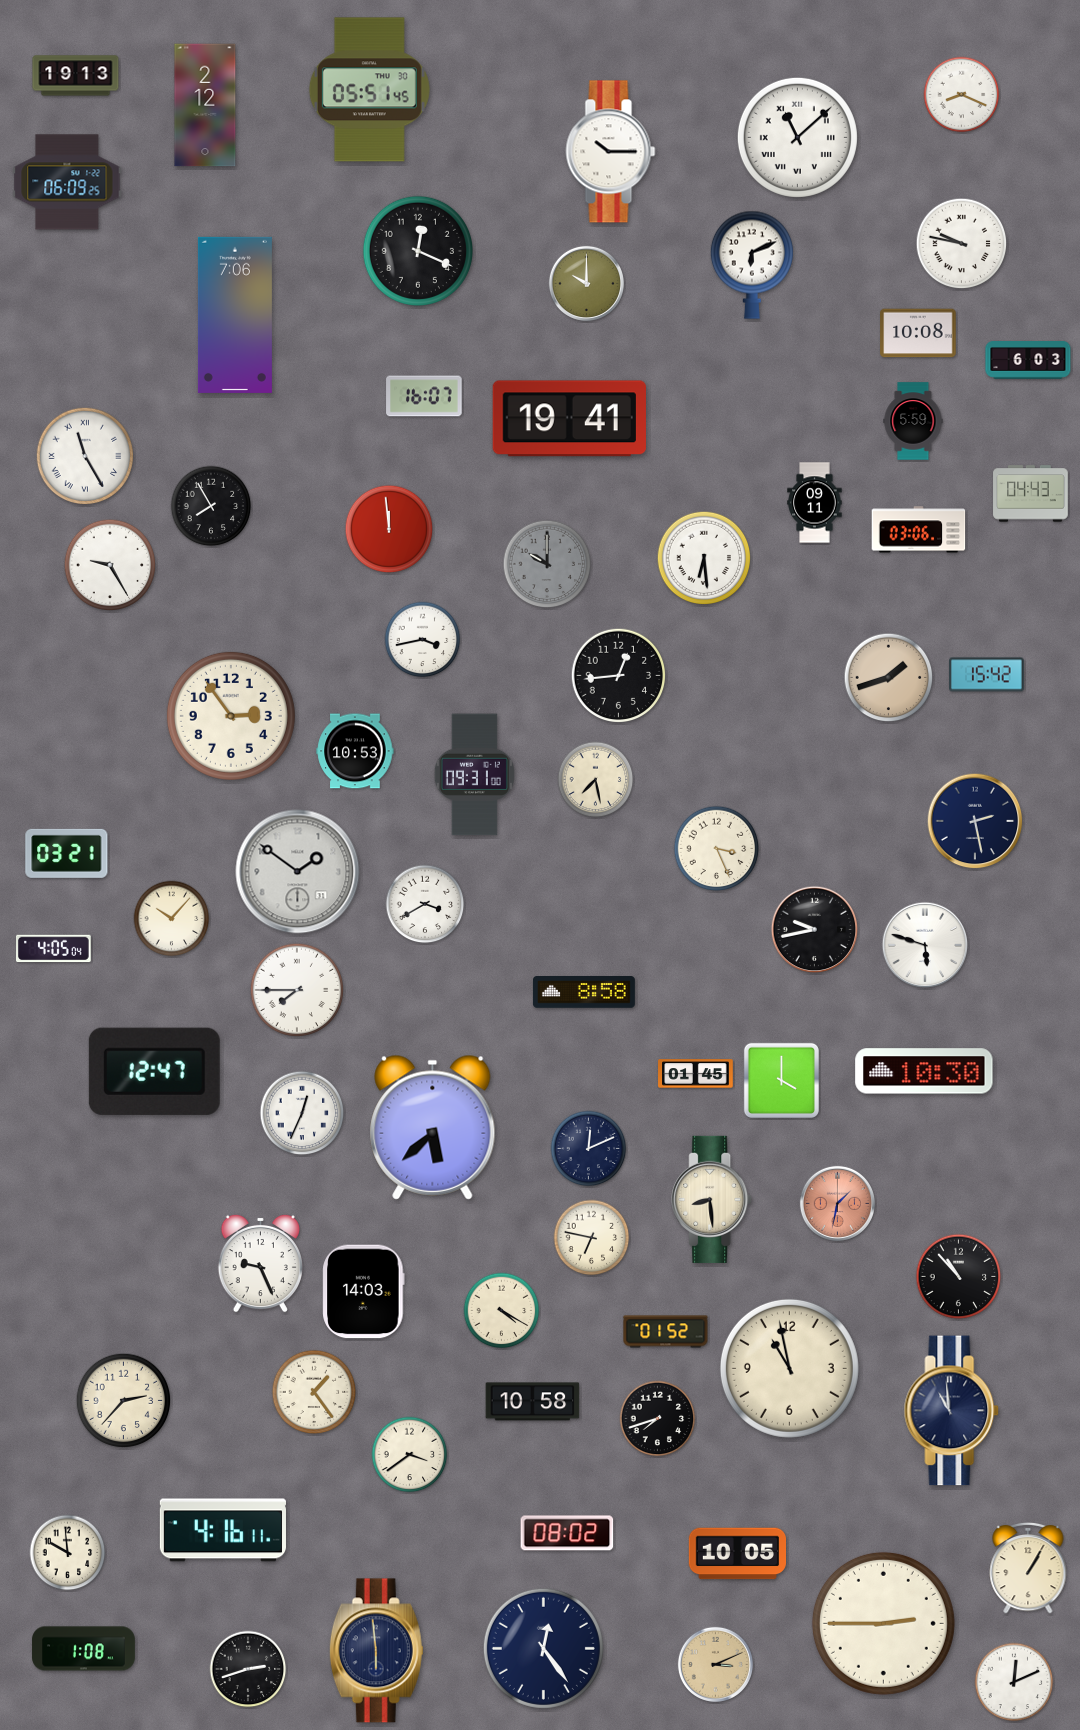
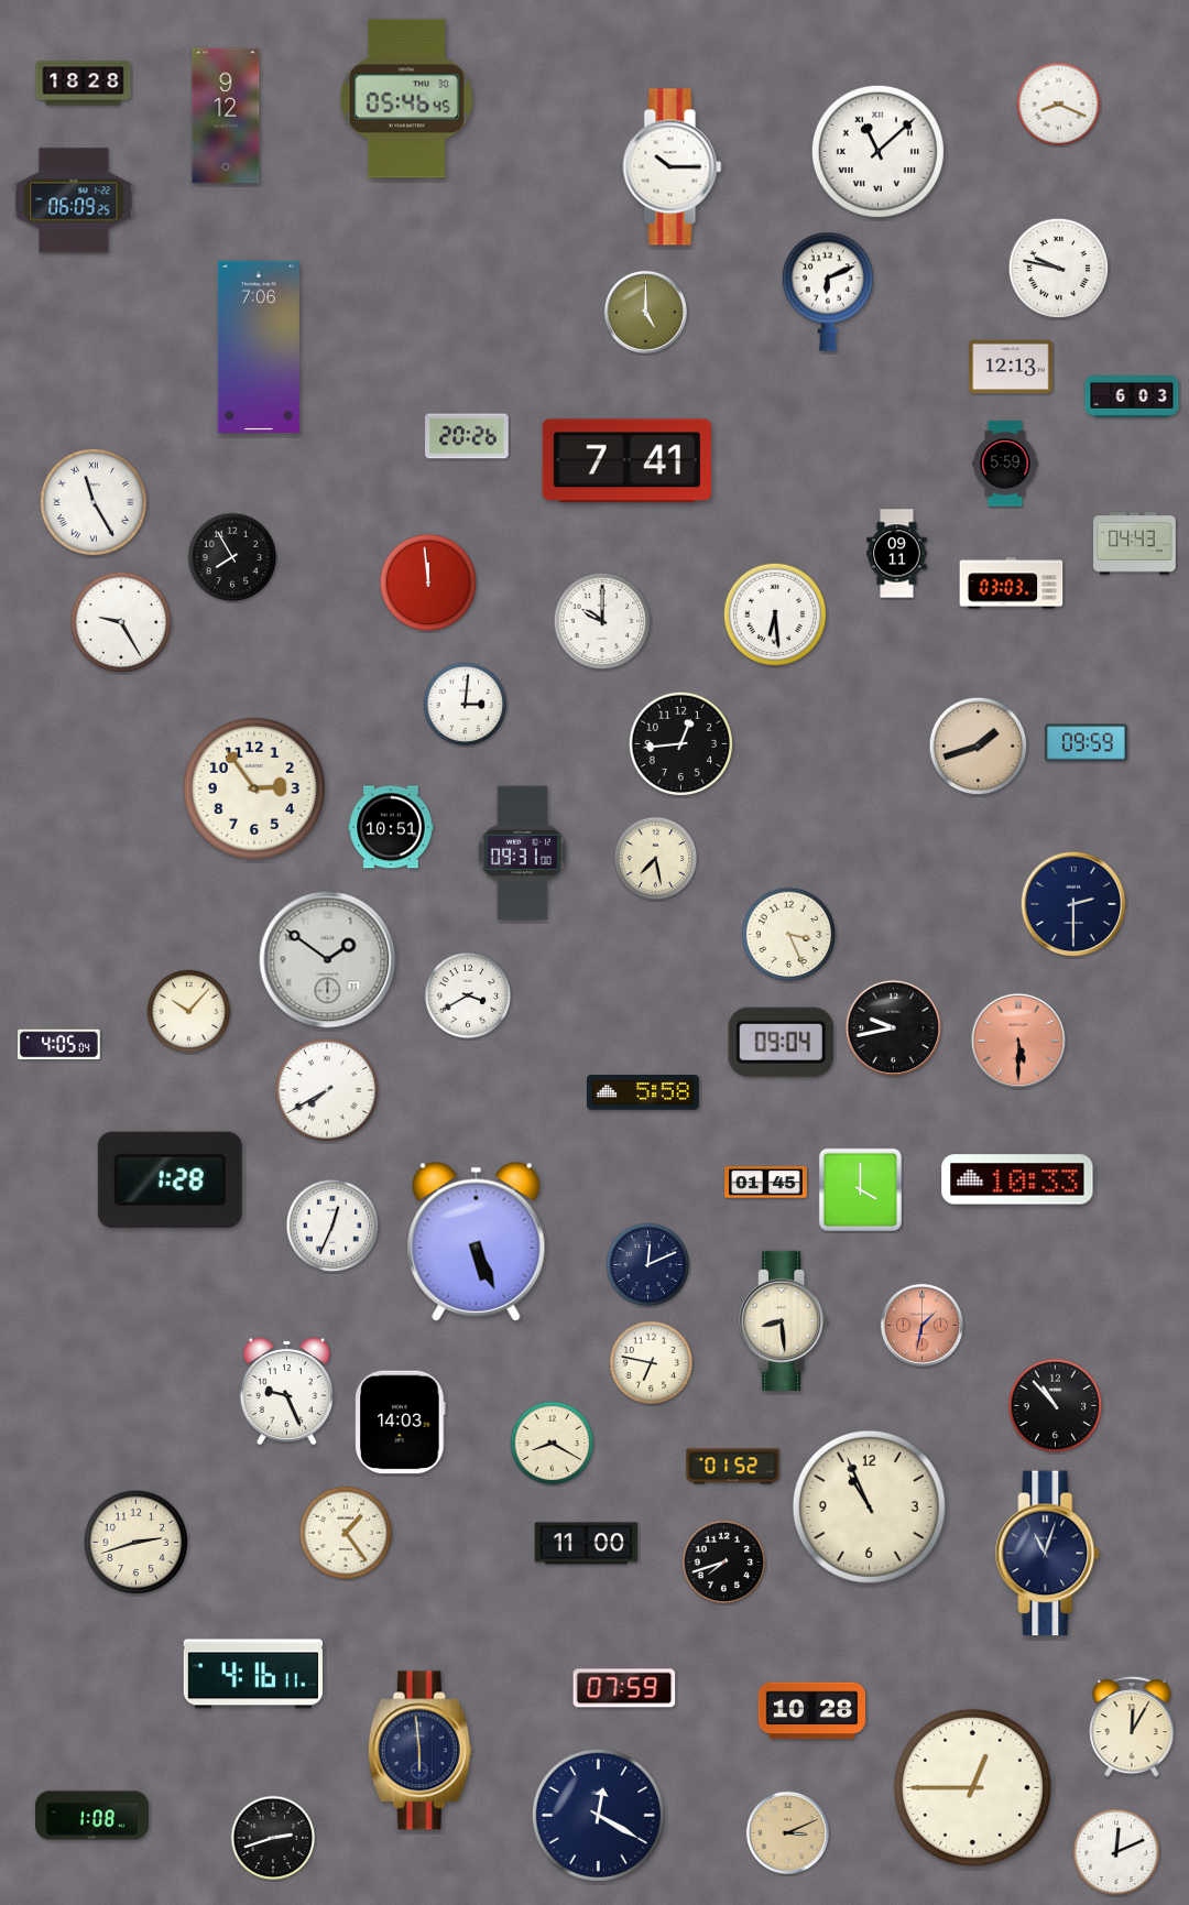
clock at (76, 76): 19:13 -> 18:28
clock at (369, 90): 05:51 -> 05:46
clock at (205, 105): 2:12 -> 9:12
clock at (418, 251): 12:19 -> none
clock at (586, 283): 10:00 -> 5:00
clock at (918, 333): 10:08 -> 12:13
clock at (424, 396): 16:07 -> 20:26
clock at (569, 419): 19:41 -> 7:41
clock at (919, 530): 03:06 -> 03:03
clock at (547, 564) dial: grey -> white
clock at (423, 640): 3:43 -> 3:01
clock at (987, 675): 15:42 -> 09:59
clock at (355, 751): 10:53 -> 10:51
clock at (975, 821): 2:28 -> 2:30
clock at (67, 853): 03:21 -> none
clock at (815, 930) position: (815, 930) -> (894, 1028)
clock at (925, 945): 5:48 -> 5:30
clock at (925, 945) dial: white -> salmon
clock at (781, 1042): none -> 09:04
clock at (297, 990): 7:45 -> 7:40
clock at (584, 992): 8:58 -> 5:58
clock at (154, 1071): 12:47 -> 1:28
clock at (924, 1071): 10:30 -> 10:33
clock at (433, 1127): 5:38 -> 5:26
clock at (502, 1311): 4:20 -> 8:20
clock at (789, 1368): 10:58 -> 10:56
clock at (124, 1401): 2:37 -> 2:42
clock at (533, 1402): 10:58 -> 11:00
clock at (952, 1411): 10:59 -> 11:03
clock at (410, 1455): 3:39 -> none
clock at (223, 1530) position: (223, 1530) -> (253, 1674)
clock at (567, 1533): 08:02 -> 07:59
clock at (68, 1553): 9:59 -> none
clock at (737, 1554): 10:05 -> 10:28
clock at (1028, 1568): 1:05 -> 12:05
clock at (883, 1623): 2:45 -> 12:45
clock at (543, 1648): 12:24 -> 12:20
clock at (376, 1651) position: (376, 1651) -> (419, 1751)
